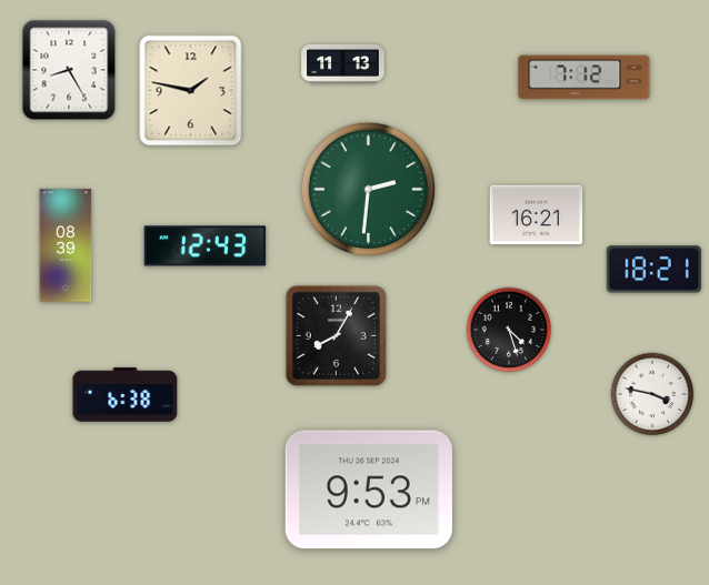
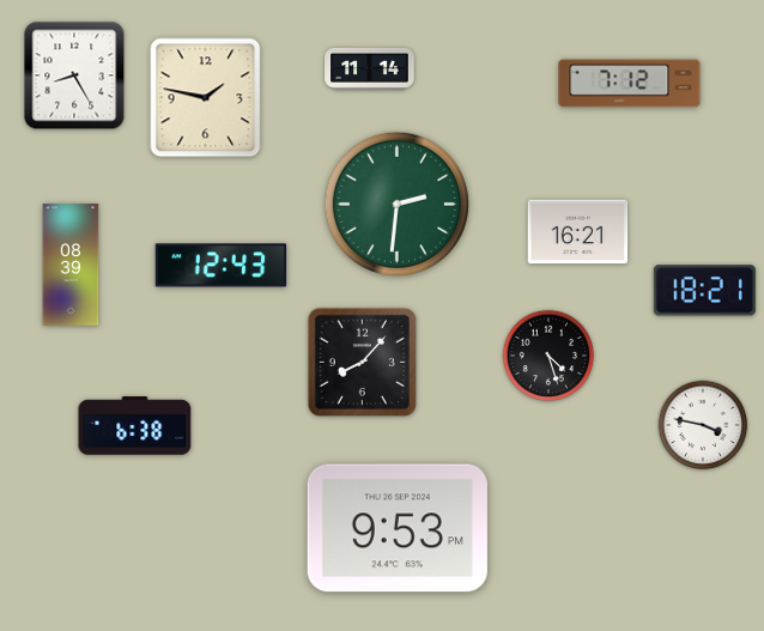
clock at (343, 63): 11:13 -> 11:14
clock at (336, 335): 8:05 -> 8:07
